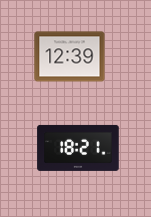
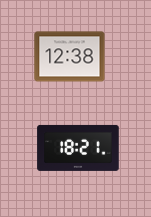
clock at (70, 57): 12:39 -> 12:38
